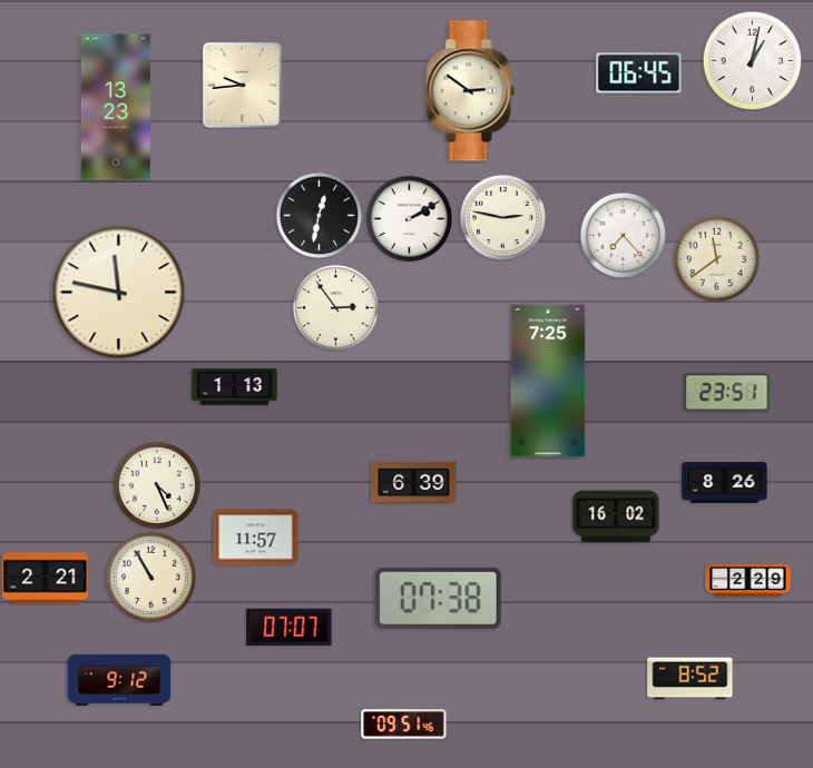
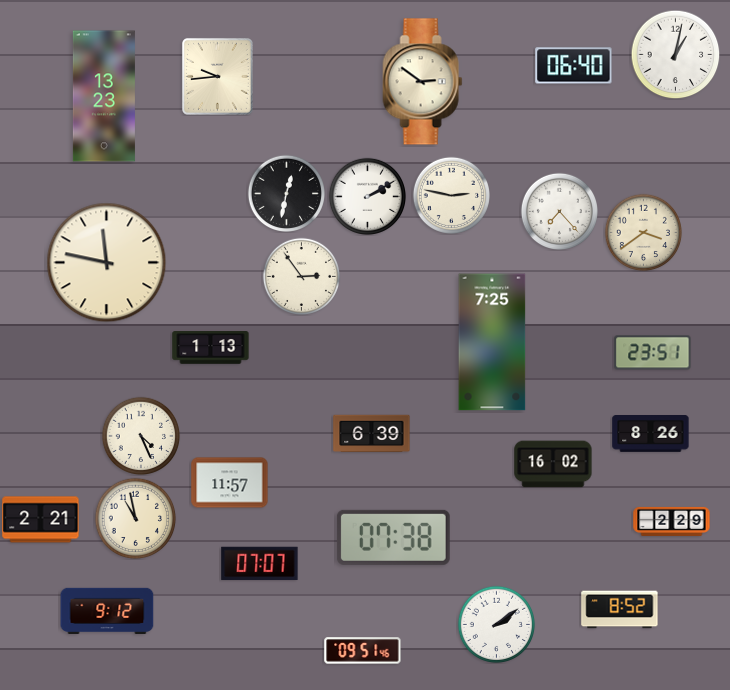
clock at (639, 73): 06:45 -> 06:40
clock at (716, 258): 11:39 -> 3:39
clock at (150, 577): 10:55 -> 10:58
clock at (496, 624): none -> 2:09
